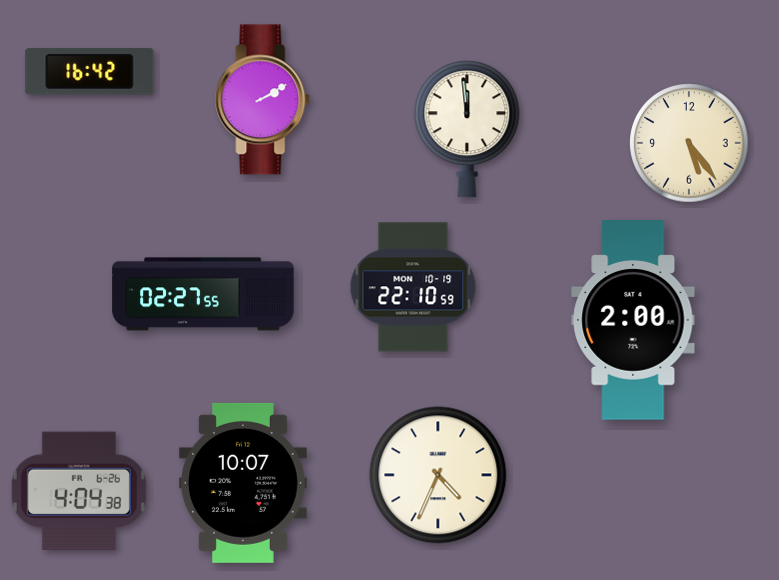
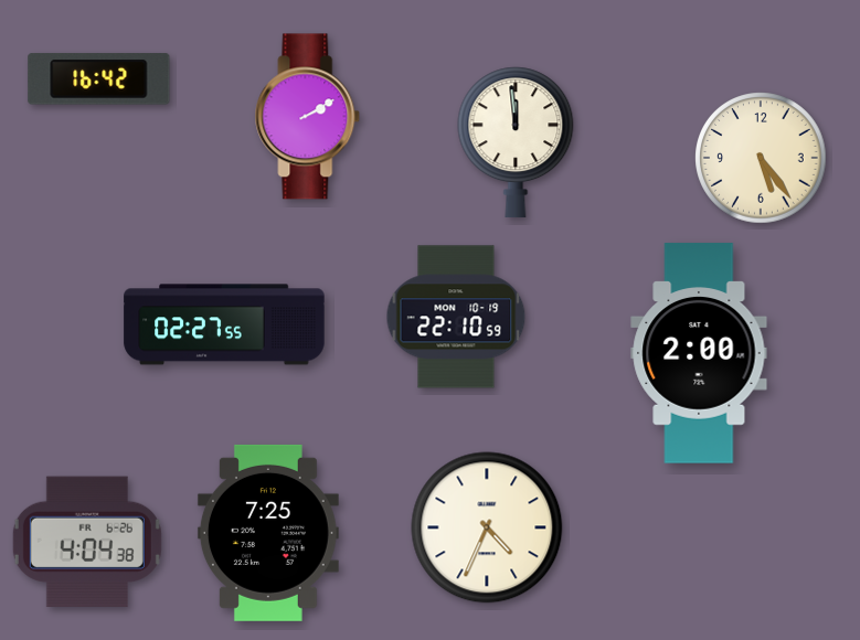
clock at (263, 100) position: (263, 100) -> (308, 117)
clock at (438, 475) position: (438, 475) -> (487, 527)
clock at (243, 483): 10:07 -> 7:25
